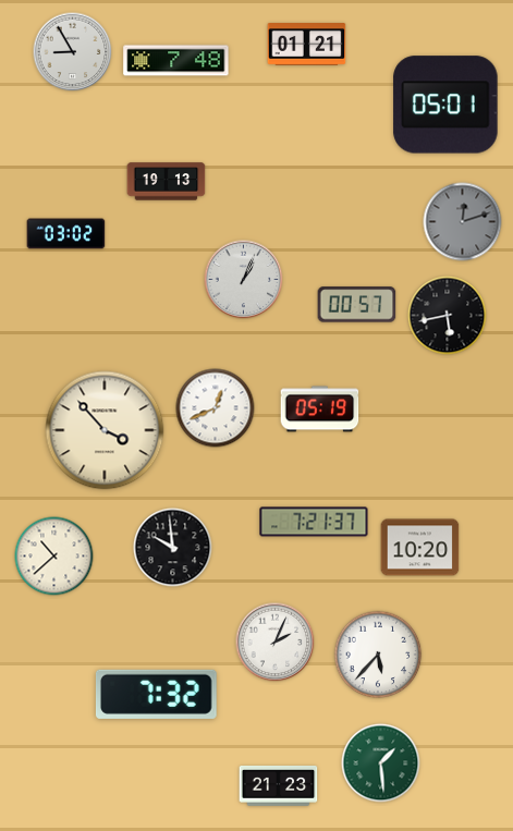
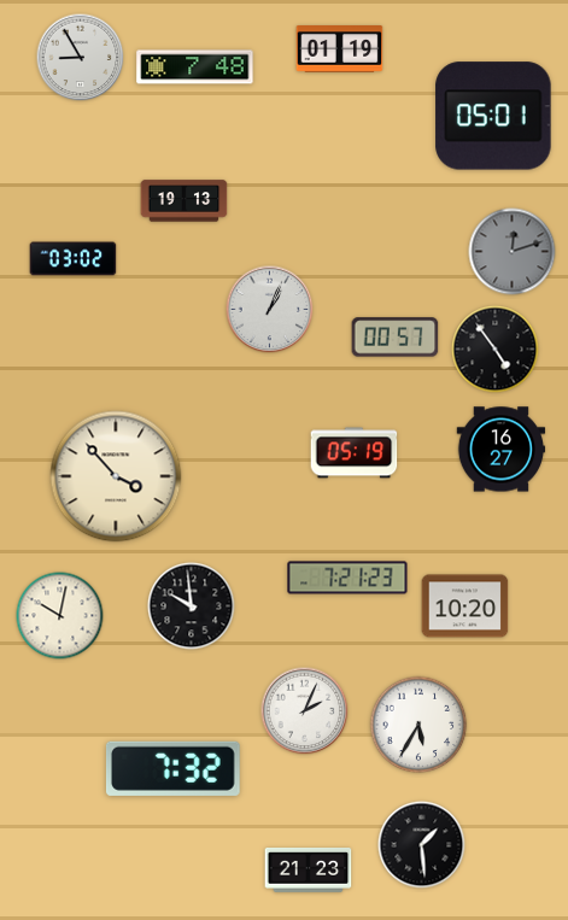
clock at (307, 45): 01:21 -> 01:19
clock at (463, 222) position: (463, 222) -> (513, 252)
clock at (448, 316): 5:43 -> 4:54
clock at (502, 450): none -> 16:27
clock at (216, 408): 12:41 -> none
clock at (314, 522): 7:21:37 -> 7:21:23
clock at (54, 557): 10:38 -> 10:02
clock at (378, 655): 5:37 -> 5:35
clock at (381, 763) dial: green -> black
